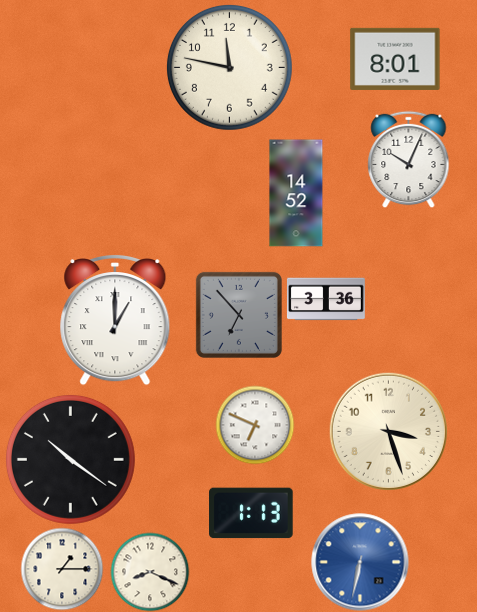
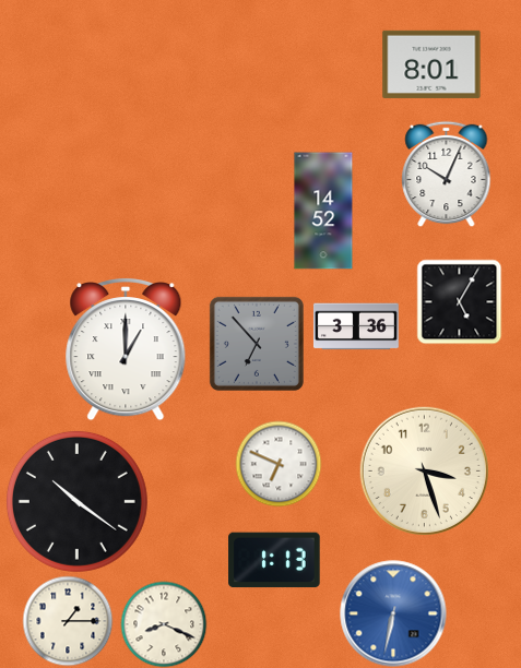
clock at (229, 67): 11:47 -> none
clock at (459, 301): none -> 5:05
clock at (239, 315) position: (239, 315) -> (257, 344)
